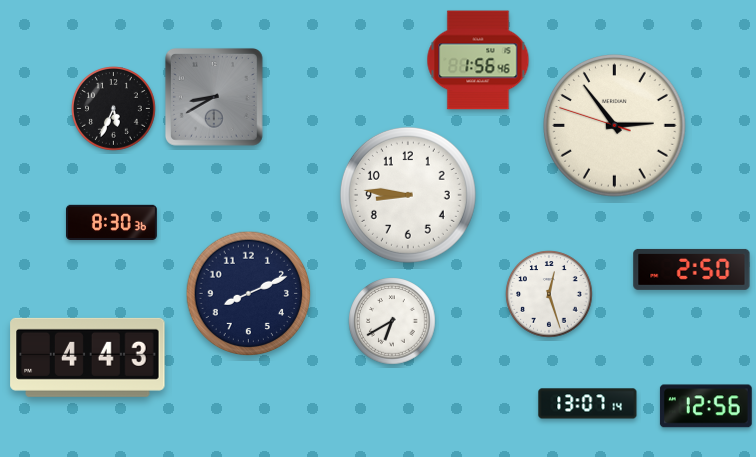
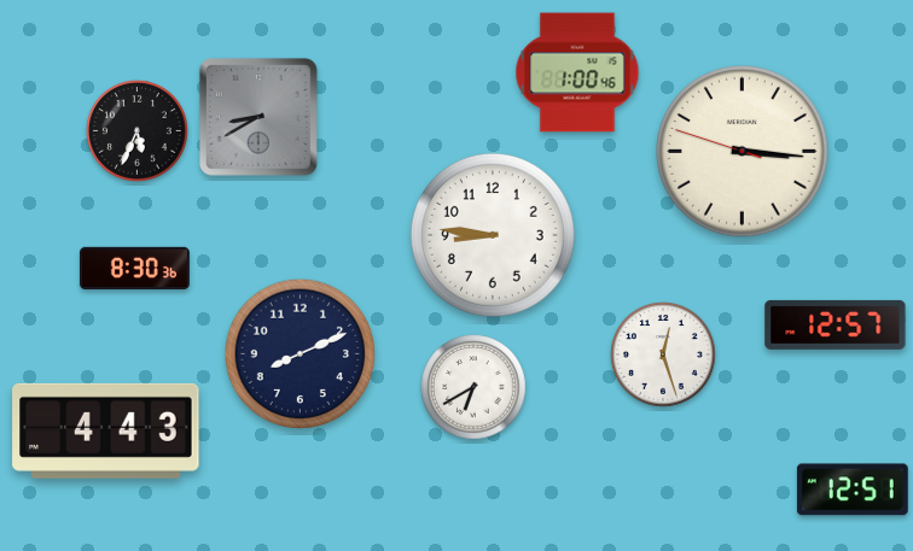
clock at (478, 60): 1:56 -> 1:00
clock at (615, 126): 2:53 -> 3:15
clock at (692, 269): 2:50 -> 12:57
clock at (588, 404): 13:07 -> none
clock at (706, 406): 12:56 -> 12:51
